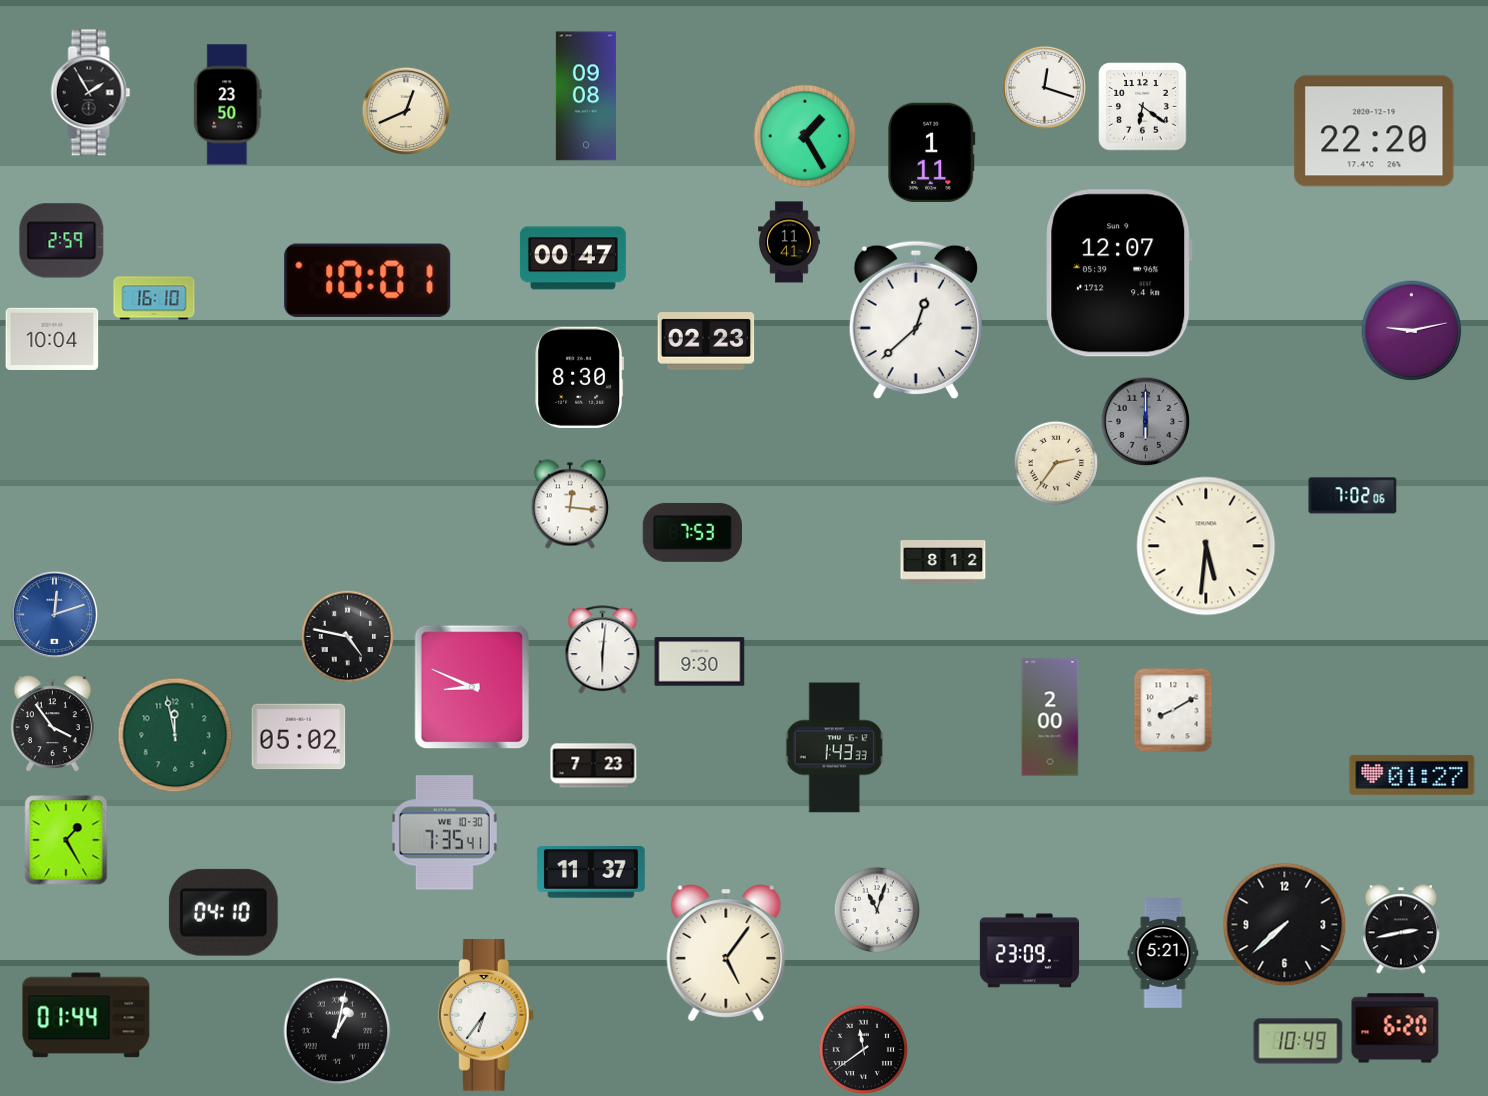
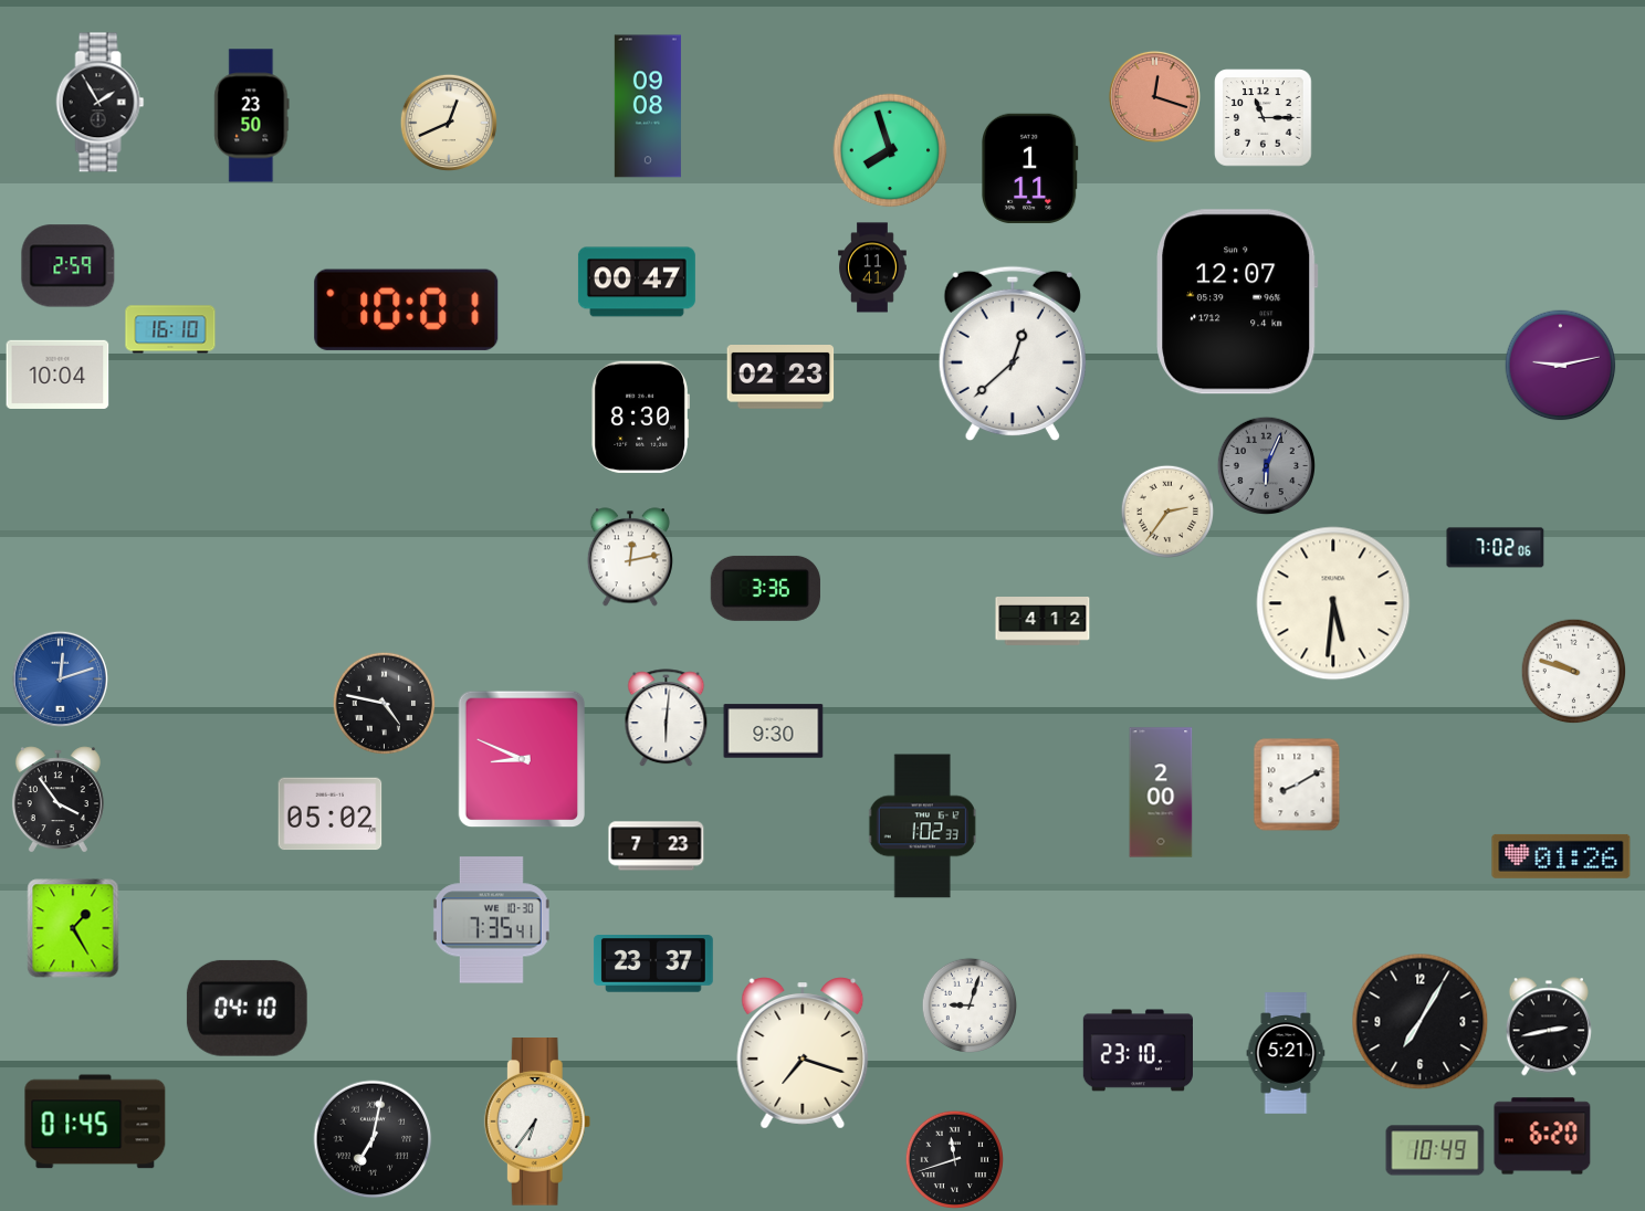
clock at (1044, 87) dial: white -> salmon
clock at (1143, 107): 6:21 -> 11:15
clock at (1374, 131): 22:20 -> none
clock at (805, 136): 1:25 -> 7:57
clock at (573, 258) position: (573, 258) -> (637, 282)
clock at (1145, 421): 6:00 -> 6:04
clock at (570, 504): 12:16 -> 12:13
clock at (692, 532): 7:53 -> 3:36
clock at (943, 563): 8:12 -> 4:12
clock at (1573, 671): none -> 9:48
clock at (175, 735): 11:58 -> none
clock at (835, 748): 1:43 -> 1:02
clock at (1412, 775): 01:27 -> 01:26
clock at (591, 873): 11:37 -> 23:37
clock at (876, 909): 11:03 -> 9:03
clock at (1285, 925): 7:38 -> 7:05
clock at (1029, 951): 23:09 -> 23:10
clock at (726, 953): 5:06 -> 7:18
clock at (86, 1015): 01:44 -> 01:45
clock at (337, 1031): 1:02 -> 7:02
clock at (863, 1049): 11:39 -> 11:42
